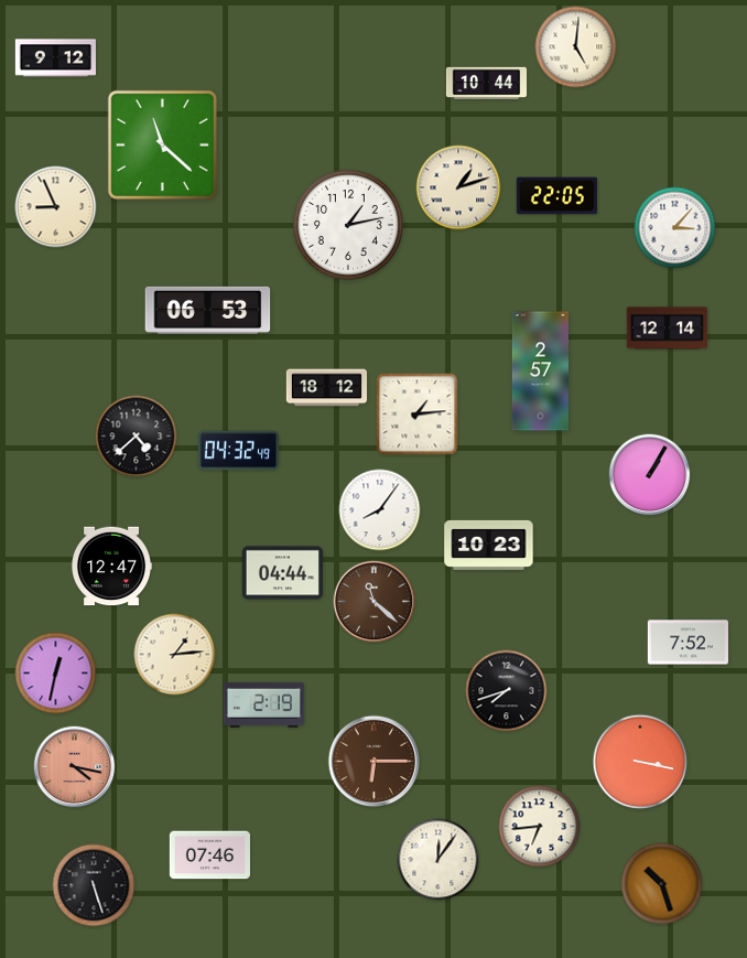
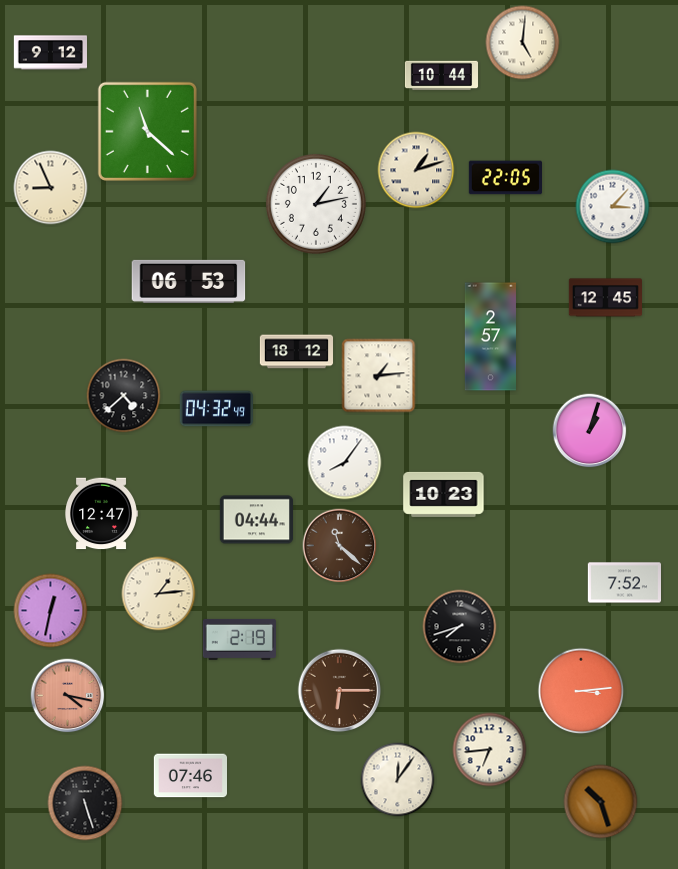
clock at (667, 329): 12:14 -> 12:45
clock at (650, 475): 1:05 -> 1:03
clock at (640, 762): 3:17 -> 3:14
